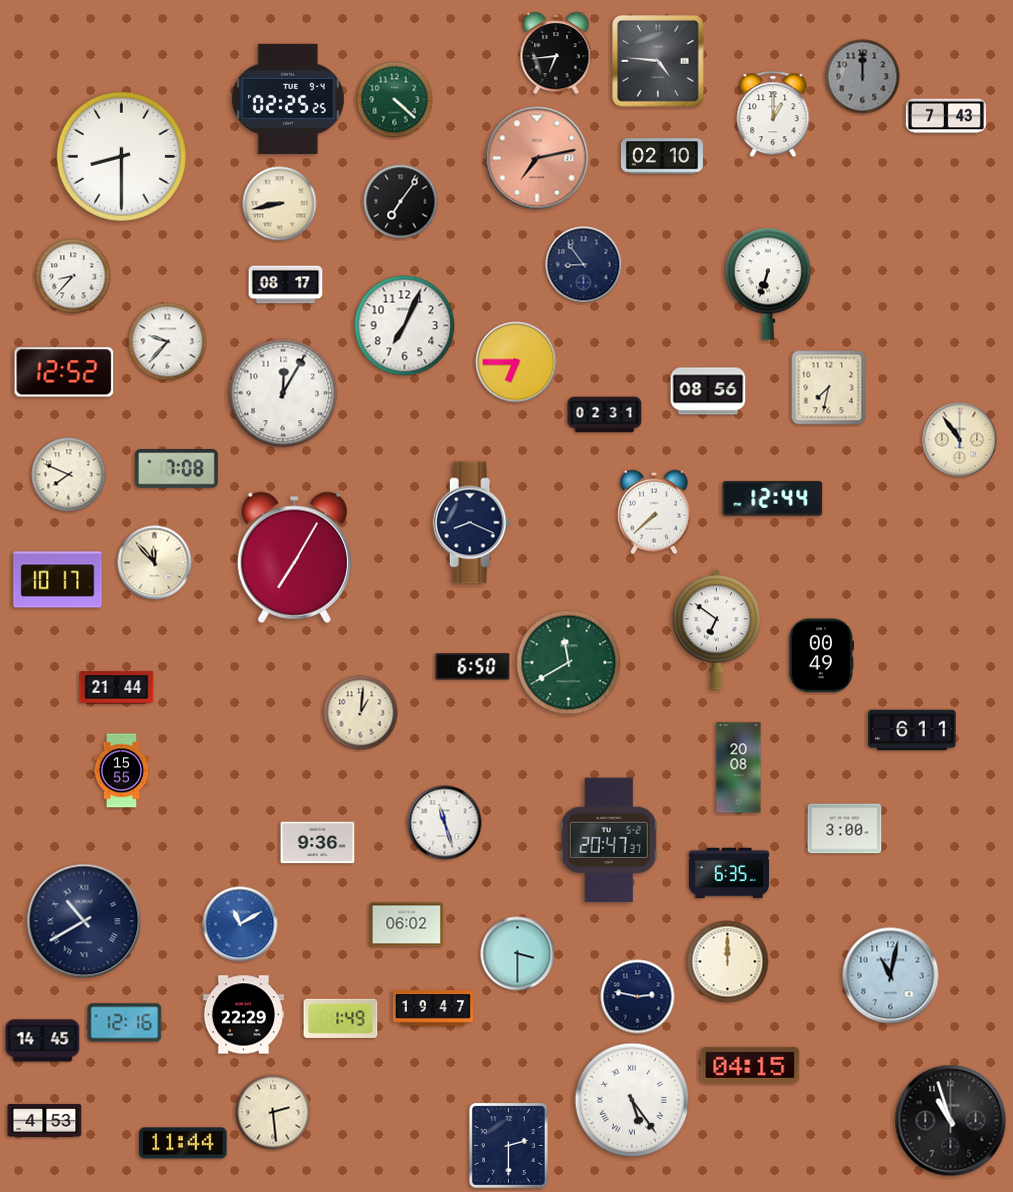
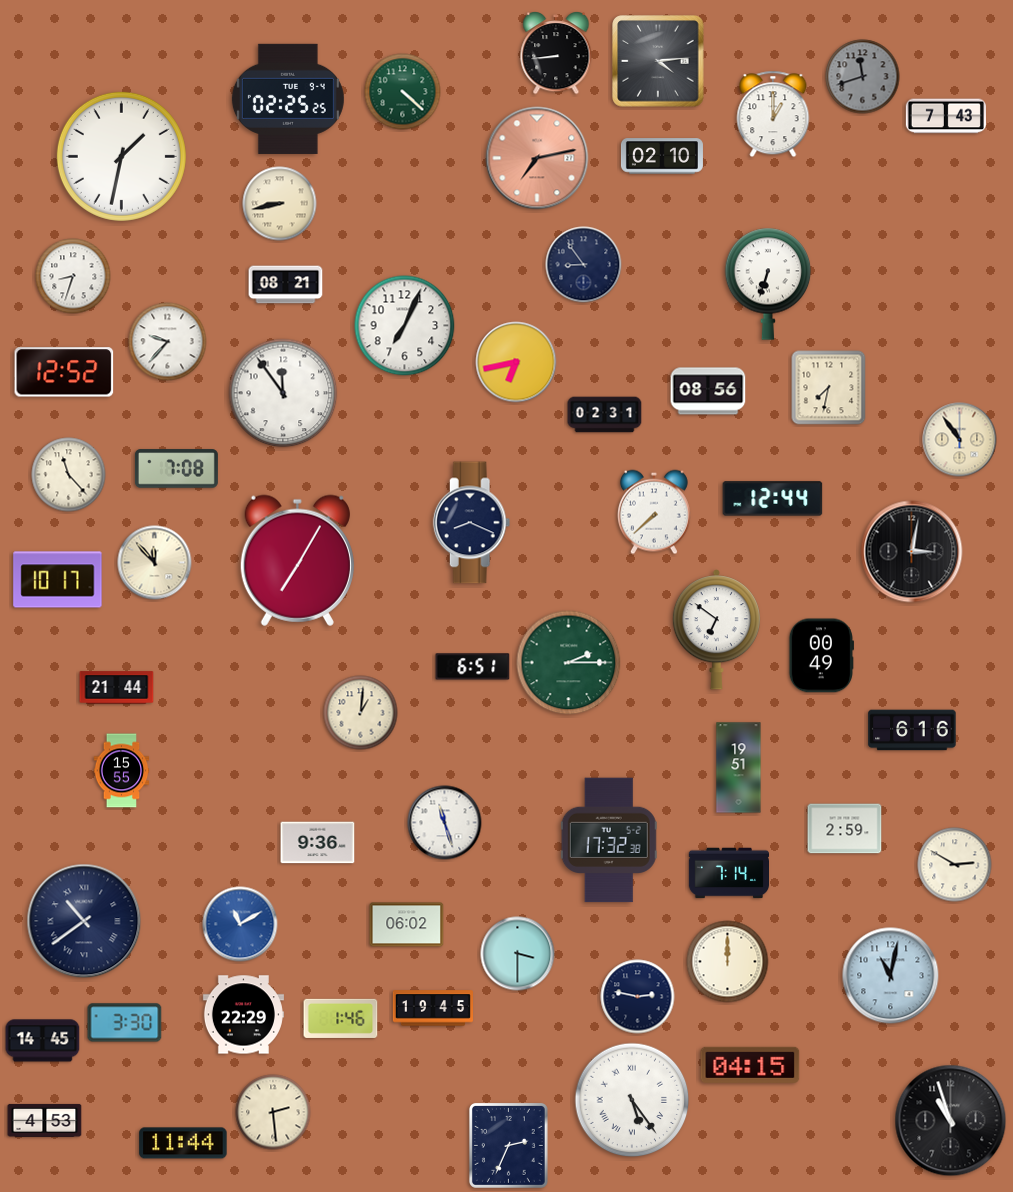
clock at (556, 54): 6:44 -> 8:44
clock at (658, 61): 4:46 -> 4:14
clock at (863, 77): 12:00 -> 11:42
clock at (395, 100) position: (395, 100) -> (403, 92)
clock at (121, 156): 8:30 -> 1:32
clock at (401, 202): 7:06 -> none
clock at (73, 276): 8:37 -> 8:33
clock at (286, 285): 08:17 -> 08:21
clock at (516, 362): 6:45 -> 6:43
clock at (283, 393): 12:05 -> 11:54
clock at (69, 475): 7:49 -> 11:23
clock at (912, 552): none -> 3:02
clock at (294, 557) position: (294, 557) -> (297, 560)
clock at (569, 663): 11:40 -> 2:15
clock at (473, 667): 6:50 -> 6:51
clock at (912, 730): 6:11 -> 6:16
clock at (739, 768): 20:08 -> 19:51
clock at (845, 829): 3:00 -> 2:59
clock at (609, 840): 20:47 -> 17:32
clock at (955, 865): none -> 2:50
clock at (728, 873): 6:35 -> 7:14
clock at (84, 921): 10:40 -> 10:39
clock at (432, 1008): 19:47 -> 19:45
clock at (341, 1018): 1:49 -> 1:46
clock at (125, 1023): 12:16 -> 3:30
clock at (508, 1145): 2:30 -> 2:34
